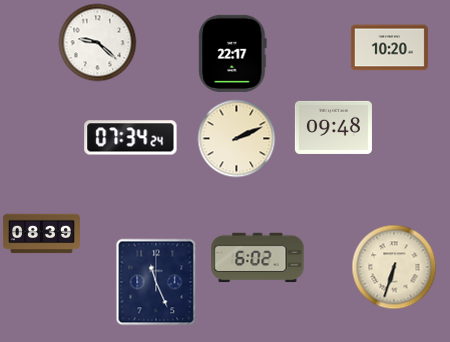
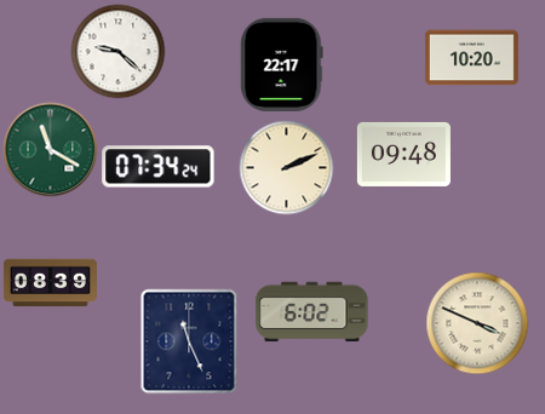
clock at (50, 149): none -> 11:20
clock at (394, 267): 6:33 -> 3:49
